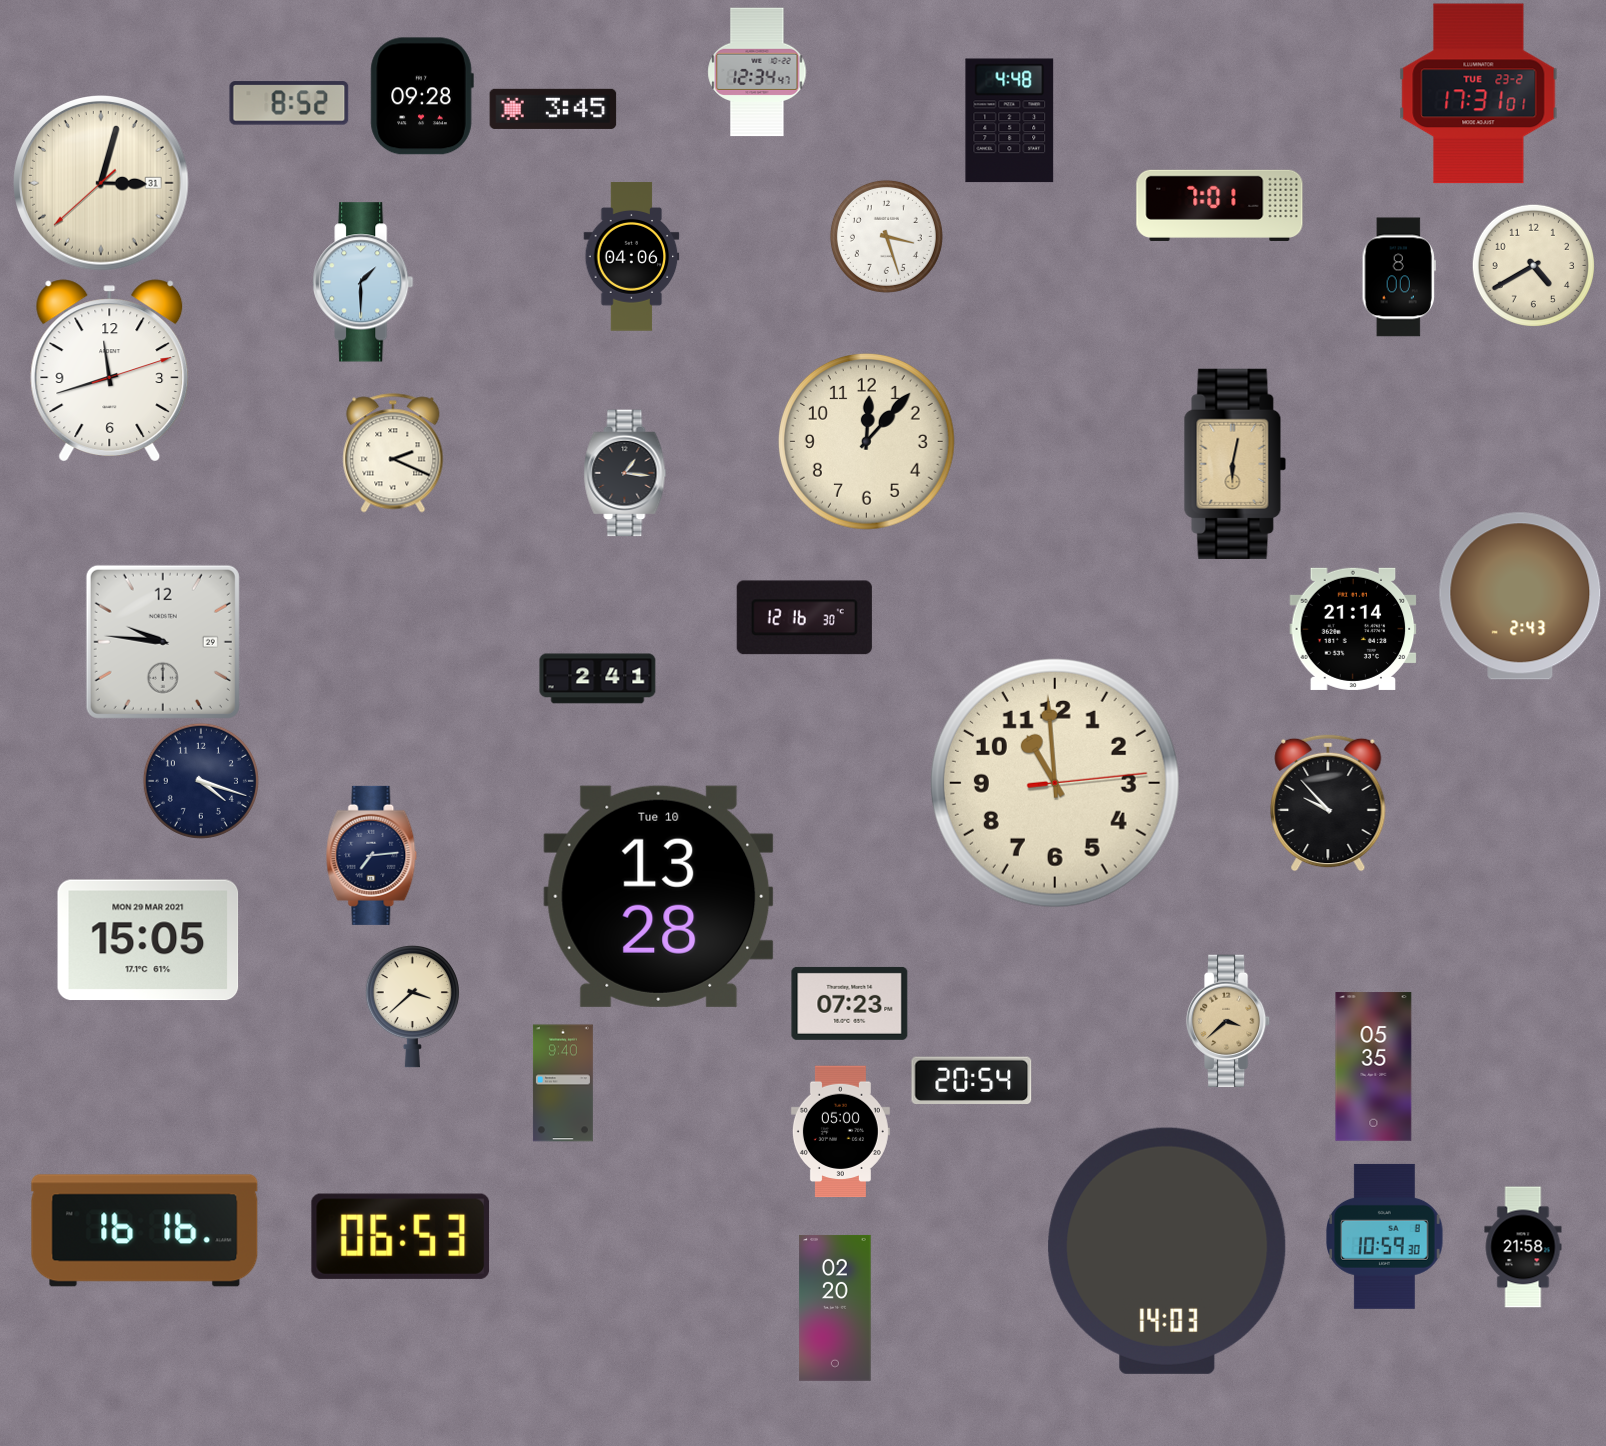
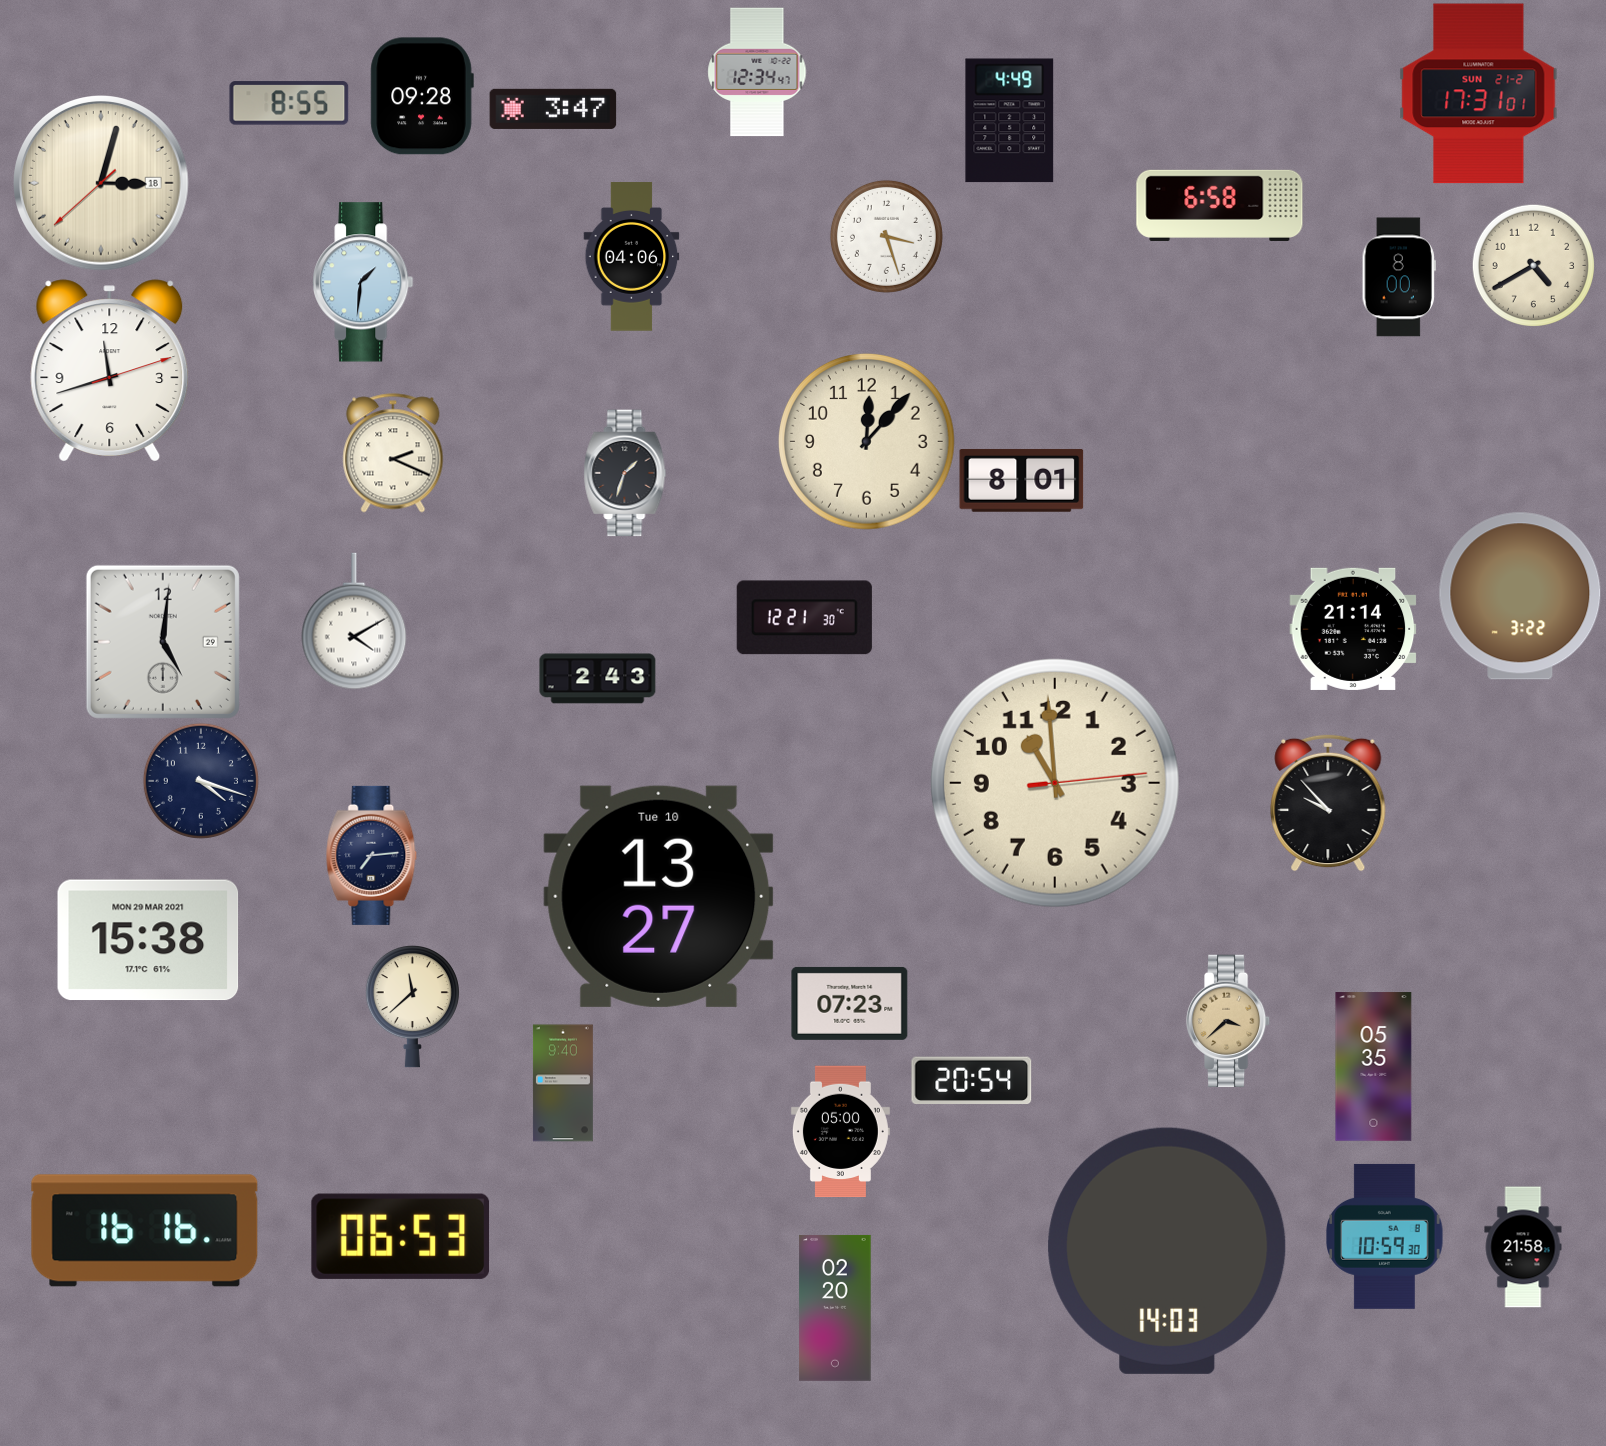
clock at (1479, 94) date: TUE 23-2 -> SUN 21-2
clock at (289, 103): 8:52 -> 8:55
clock at (553, 109): 3:45 -> 3:47
clock at (1010, 121): 4:48 -> 4:49
clock at (102, 184) date: 31 -> 18
clock at (1220, 205): 7:01 -> 6:58
clock at (363, 282): 1:30 -> 1:31
clock at (1235, 464): 6:02 -> none
clock at (625, 473): 1:16 -> 1:33
clock at (1022, 480): none -> 8:01
clock at (1520, 596): 2:43 -> 3:22
clock at (804, 618): 12:16 -> 12:21
clock at (354, 621): none -> 4:10
clock at (163, 642): 9:46 -> 5:01
clock at (598, 679): 2:41 -> 2:43
clock at (659, 896): 13:28 -> 13:27
clock at (148, 940): 15:05 -> 15:38
clock at (412, 1006): 3:38 -> 11:38
